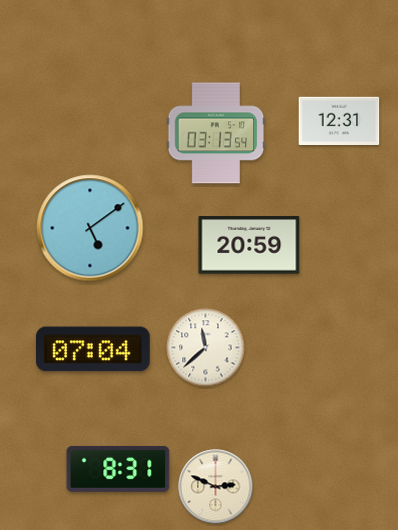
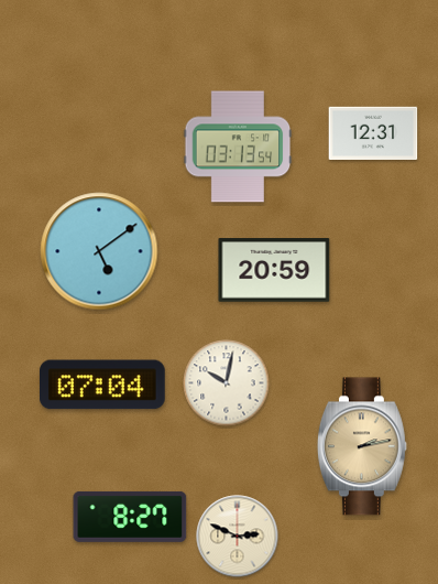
clock at (206, 348): 11:38 -> 10:02
clock at (362, 446): none -> 2:13
clock at (118, 469): 8:31 -> 8:27
